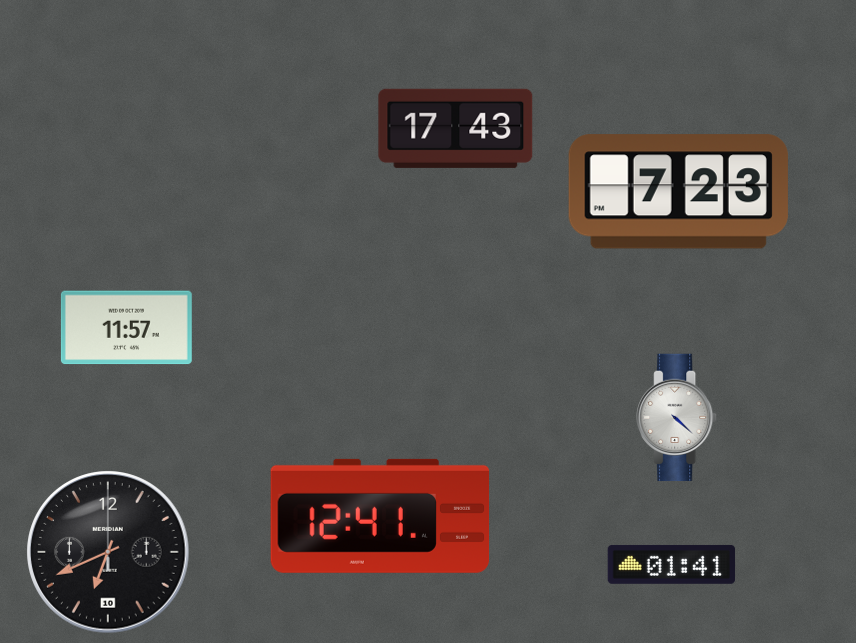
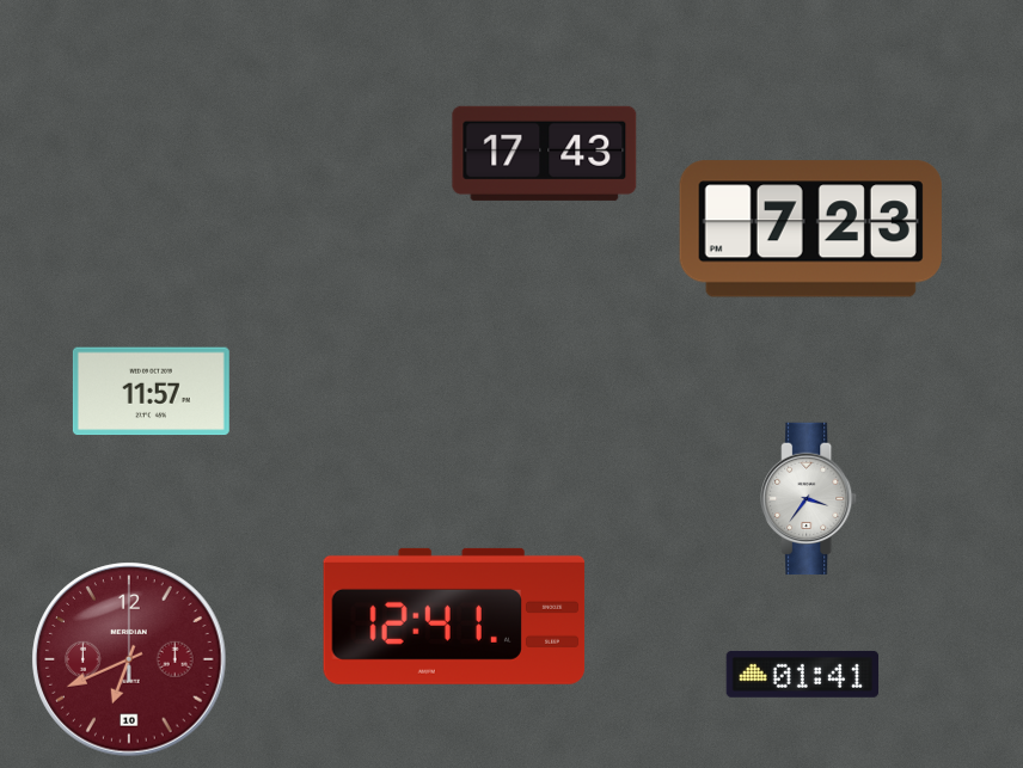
clock at (677, 418): 4:22 -> 3:36
clock at (108, 552) dial: black -> burgundy
